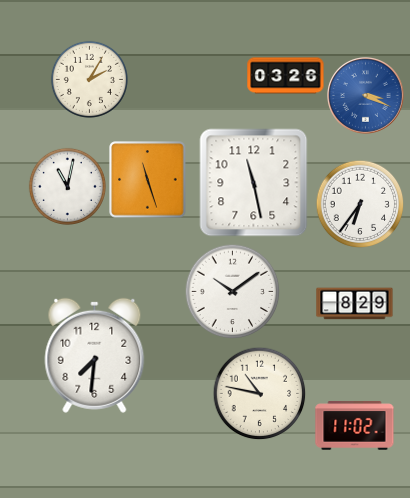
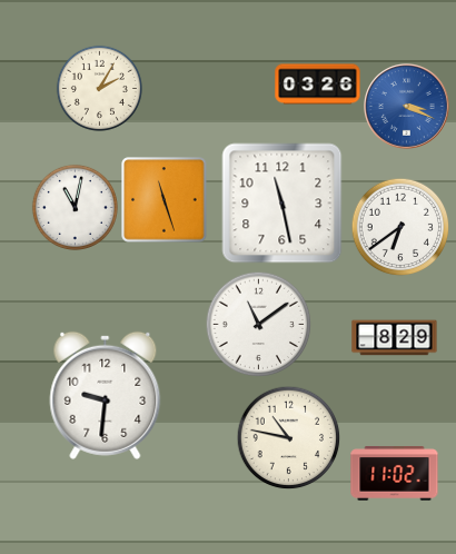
clock at (360, 204): 6:36 -> 6:39
clock at (232, 291): 10:09 -> 11:09
clock at (95, 355): 7:31 -> 9:31
